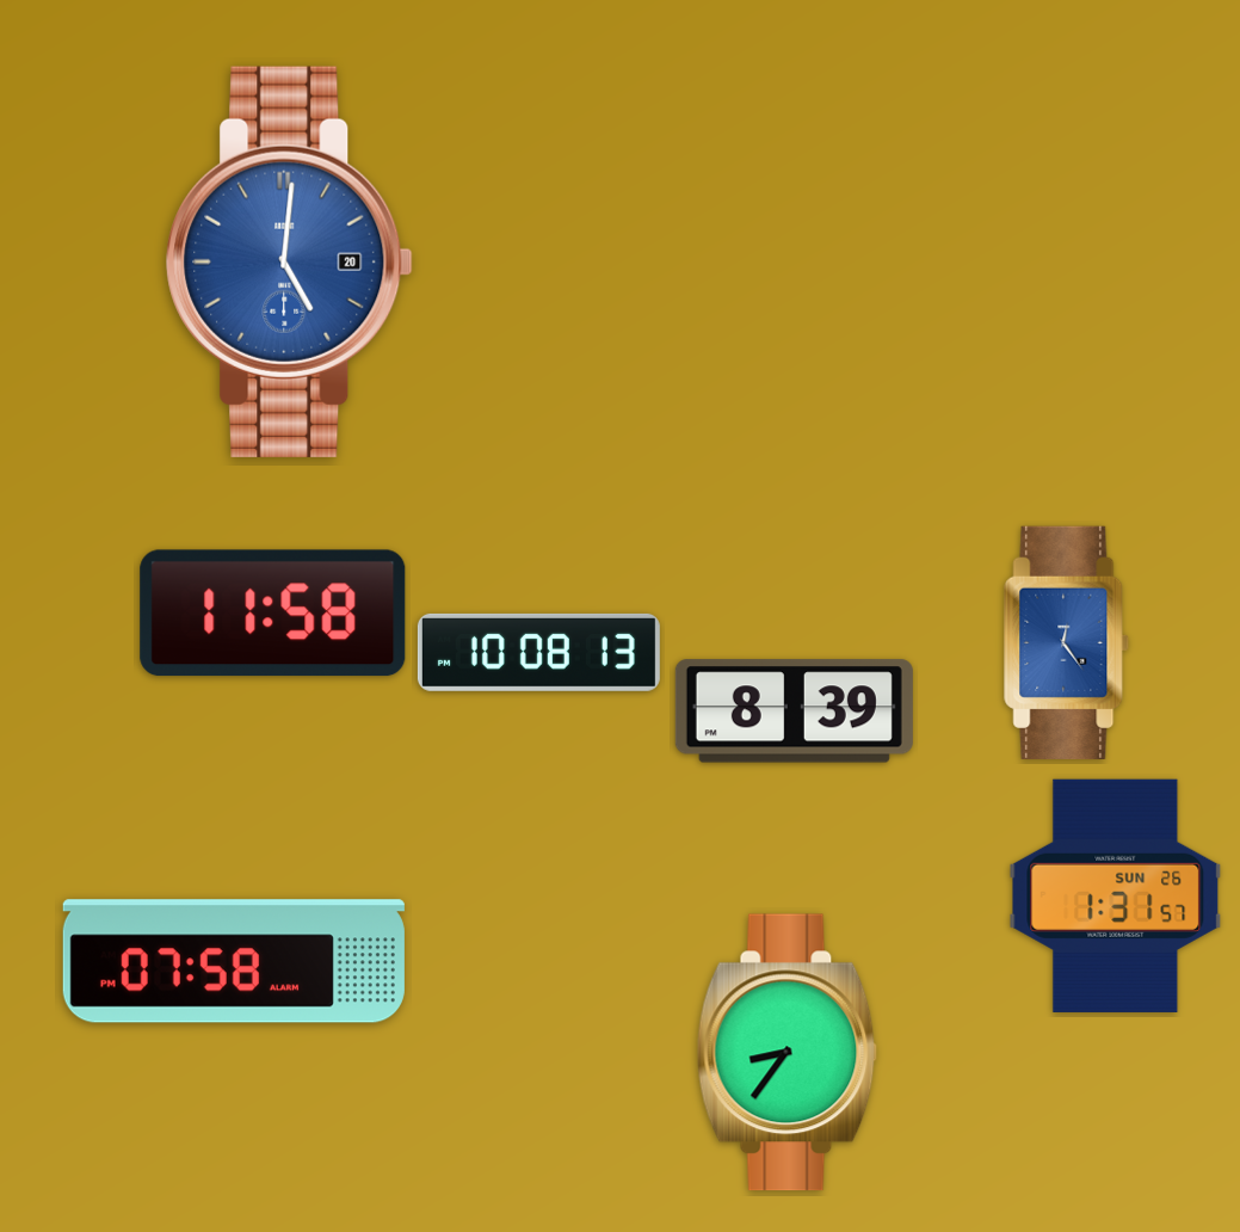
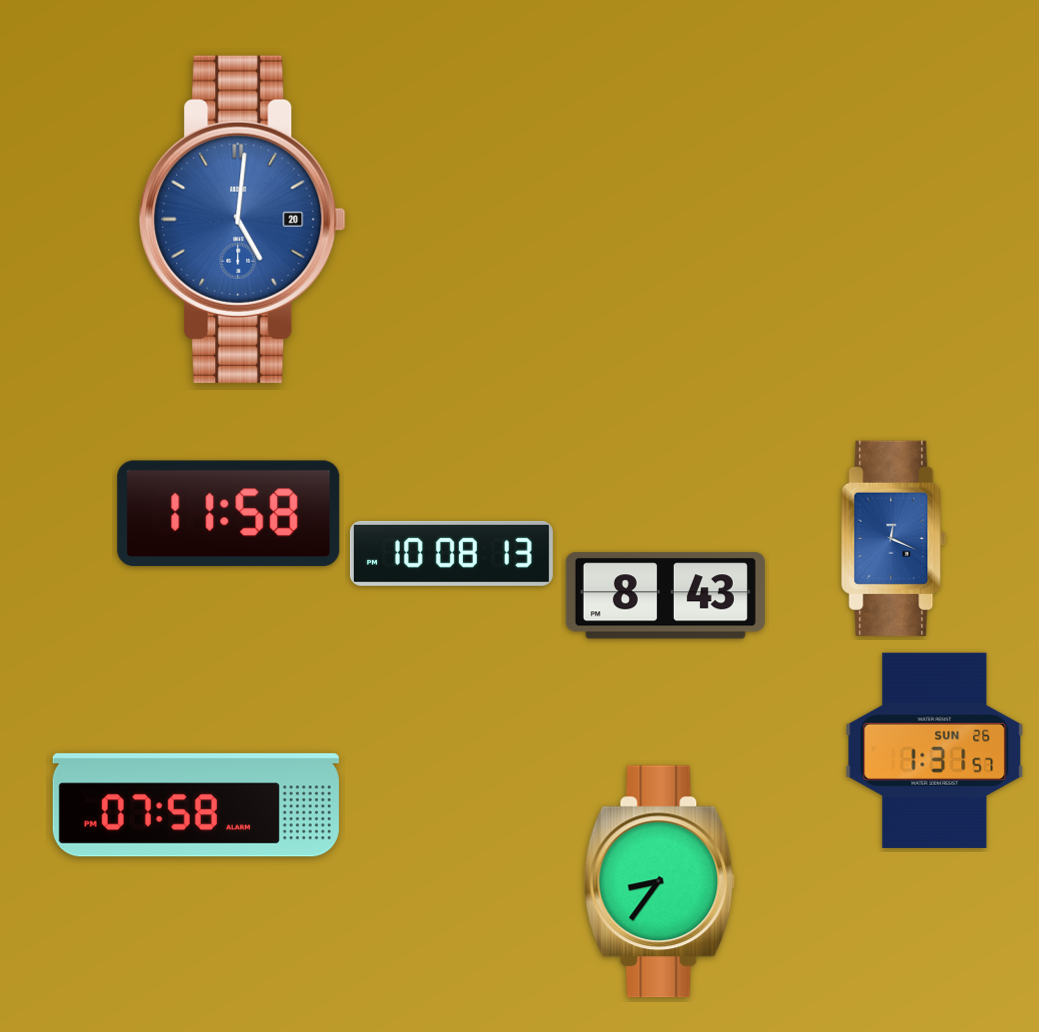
clock at (1066, 642): 12:24 -> 12:19
clock at (538, 652) position: (538, 652) -> (451, 553)
clock at (794, 712): 8:39 -> 8:43
